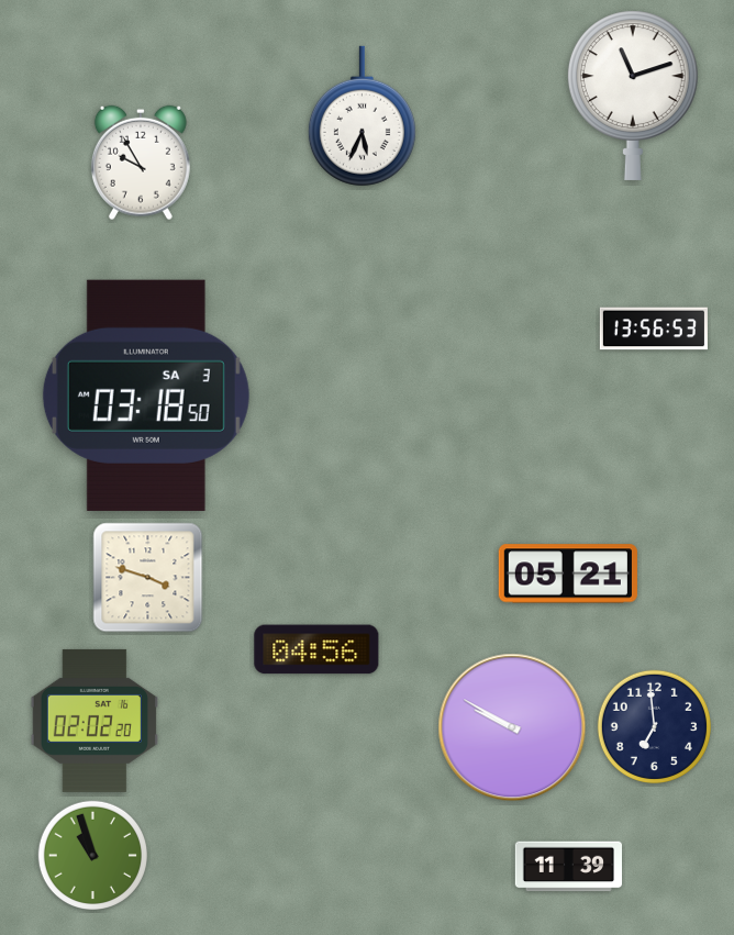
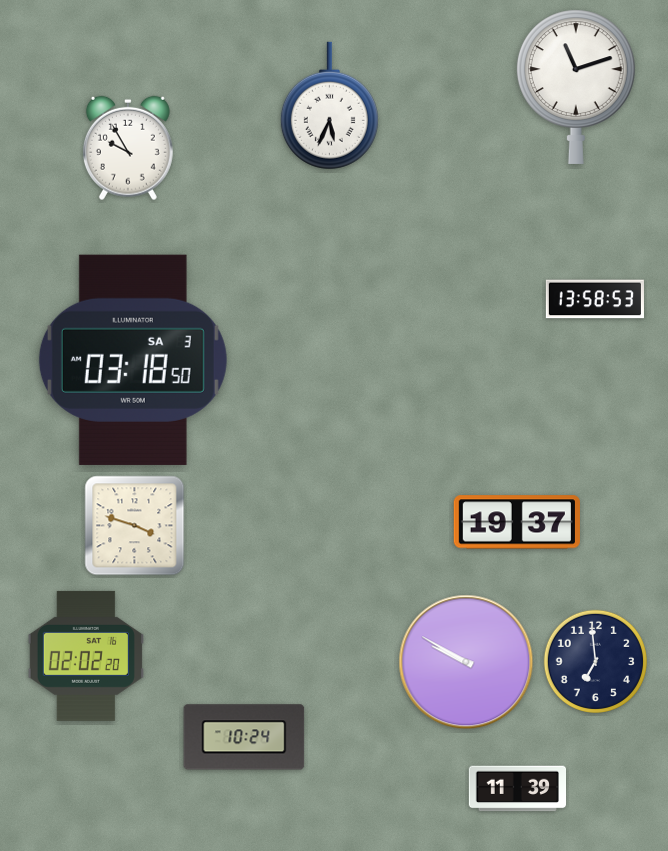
clock at (654, 329): 13:56 -> 13:58
clock at (568, 574): 05:21 -> 19:37
clock at (316, 649): 04:56 -> none
clock at (244, 737): none -> 10:24
clock at (92, 855): 10:57 -> none
